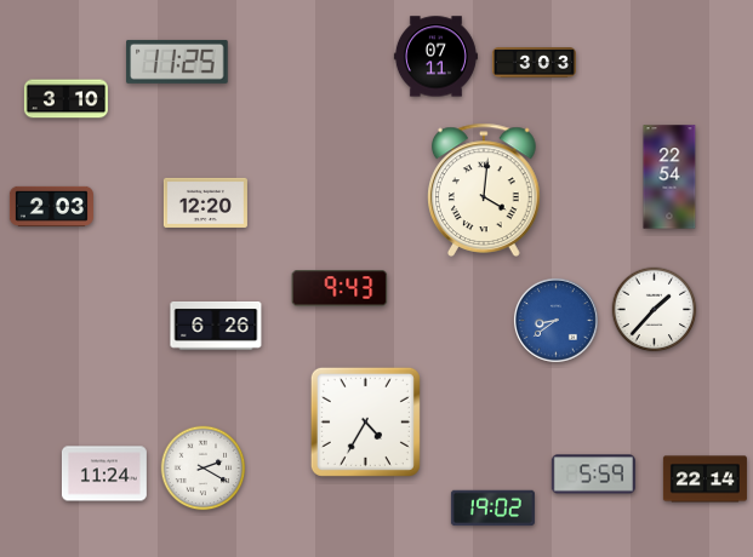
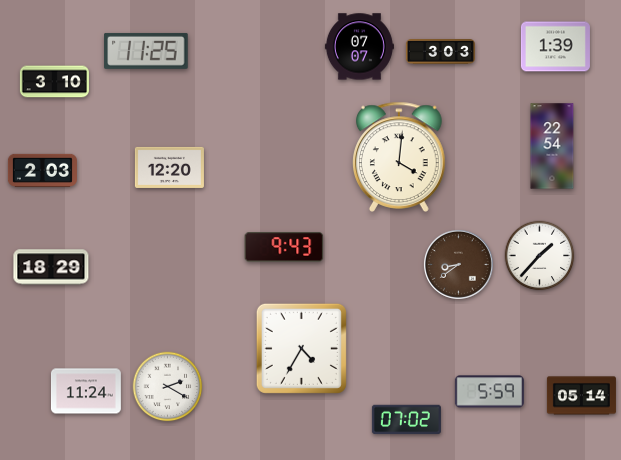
clock at (435, 57): 07:11 -> 07:07
clock at (555, 47): none -> 1:39
clock at (340, 288) position: (340, 288) -> (284, 247)
clock at (555, 320) dial: blue -> brown
clock at (51, 267): none -> 18:29
clock at (216, 327): 6:26 -> none
clock at (704, 480): 22:14 -> 05:14
clock at (492, 509): 19:02 -> 07:02
